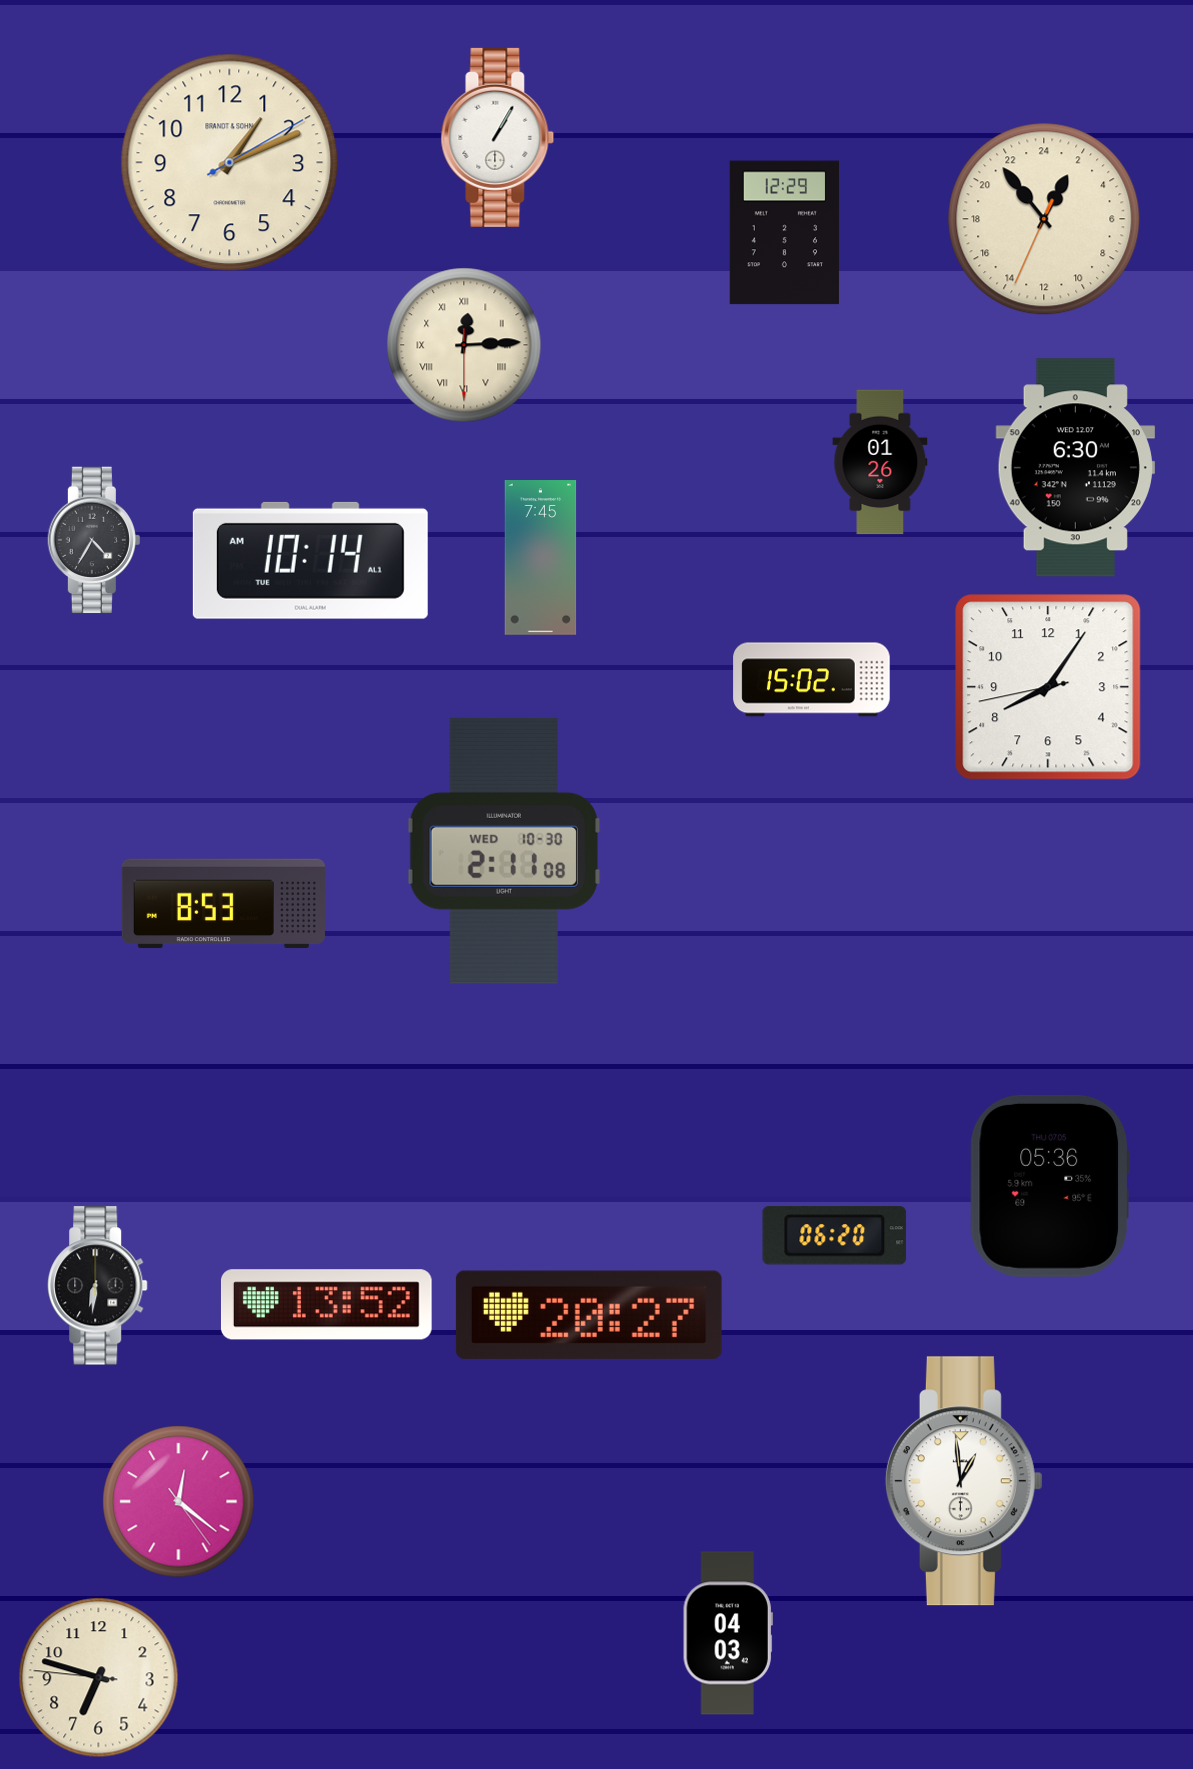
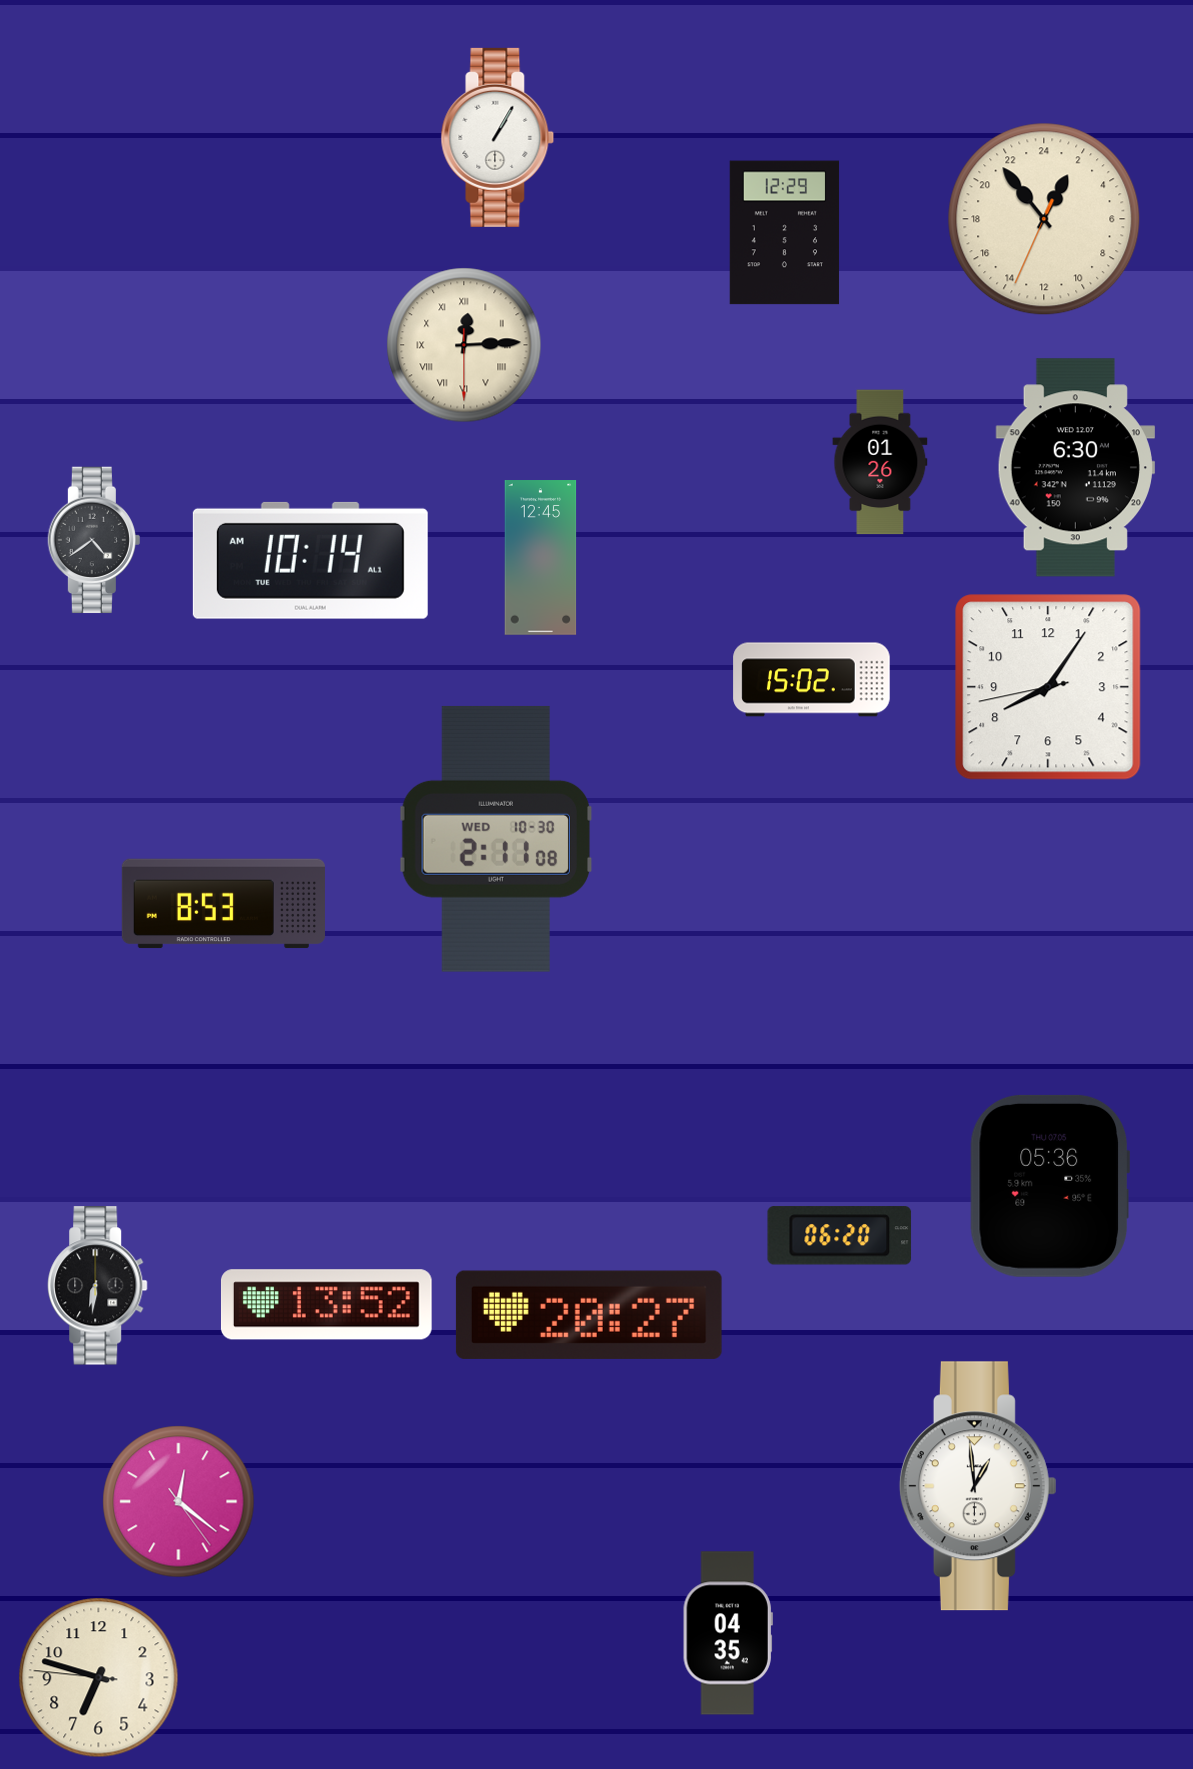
clock at (230, 163): 1:11 -> none
clock at (94, 540): 4:35 -> 4:39
clock at (541, 558): 7:45 -> 12:45
clock at (504, 851) position: (504, 851) -> (496, 839)
clock at (835, 1236) position: (835, 1236) -> (840, 1236)
clock at (964, 1481) position: (964, 1481) -> (978, 1486)
clock at (728, 1633): 04:03 -> 04:35
